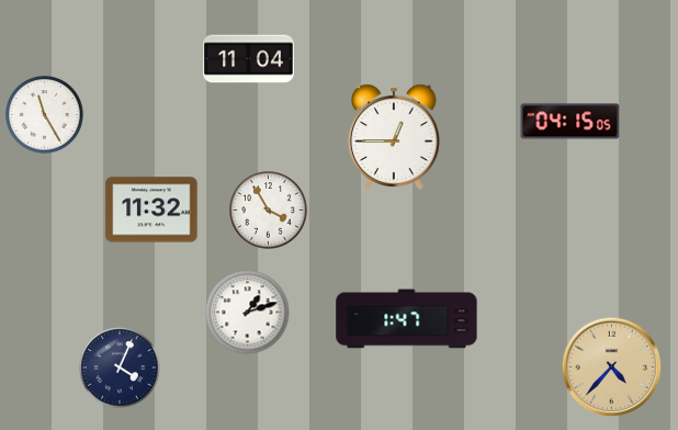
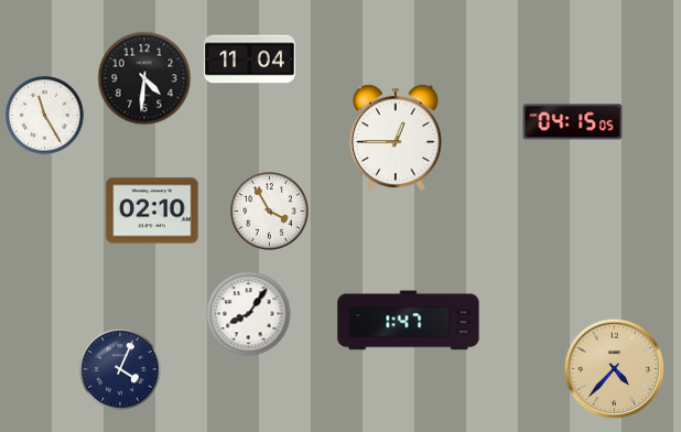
clock at (144, 78): none -> 4:31
clock at (151, 210): 11:32 -> 02:10
clock at (248, 313): 1:12 -> 8:06
